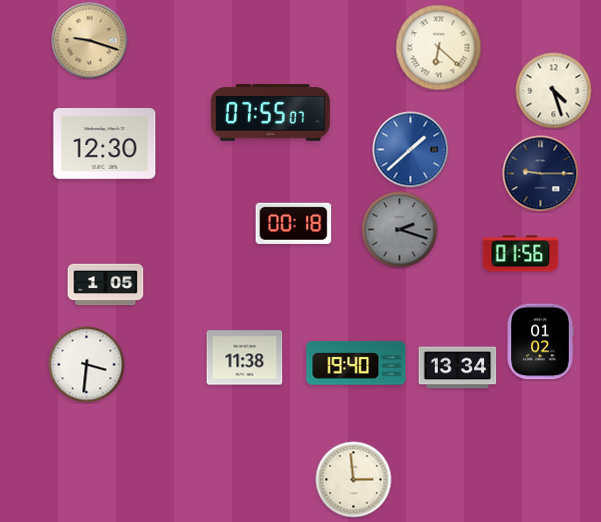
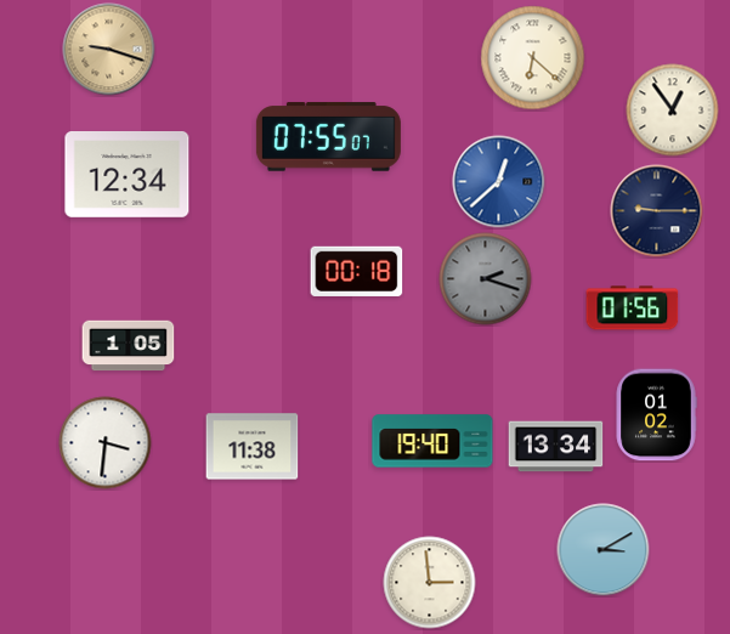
clock at (554, 91): 4:27 -> 12:54
clock at (105, 144): 12:30 -> 12:34
clock at (411, 150): 1:38 -> 12:38
clock at (245, 358) position: (245, 358) -> (253, 447)
clock at (604, 550): none -> 3:10
